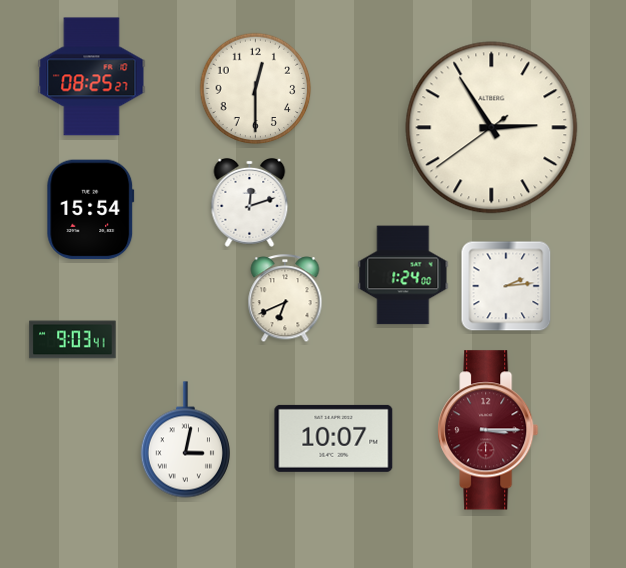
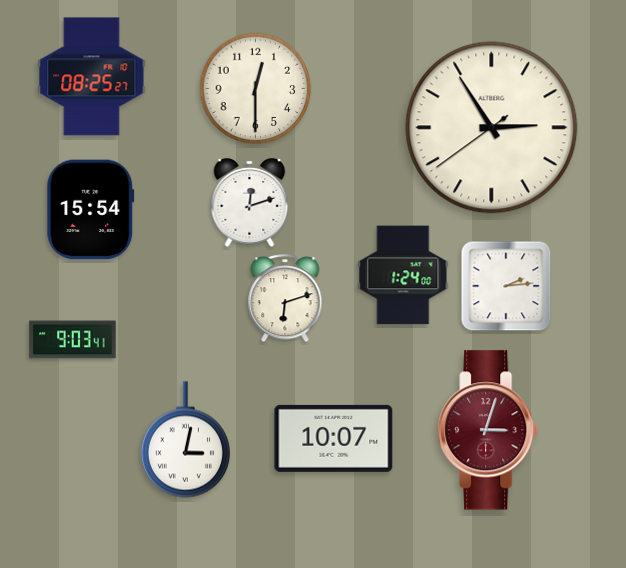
clock at (285, 299): 6:41 -> 6:12
clock at (488, 430): 3:15 -> 3:03
